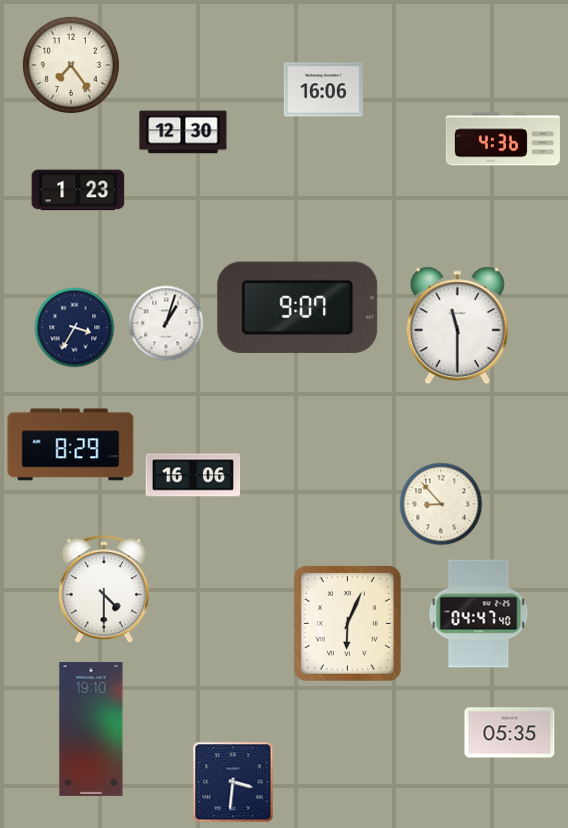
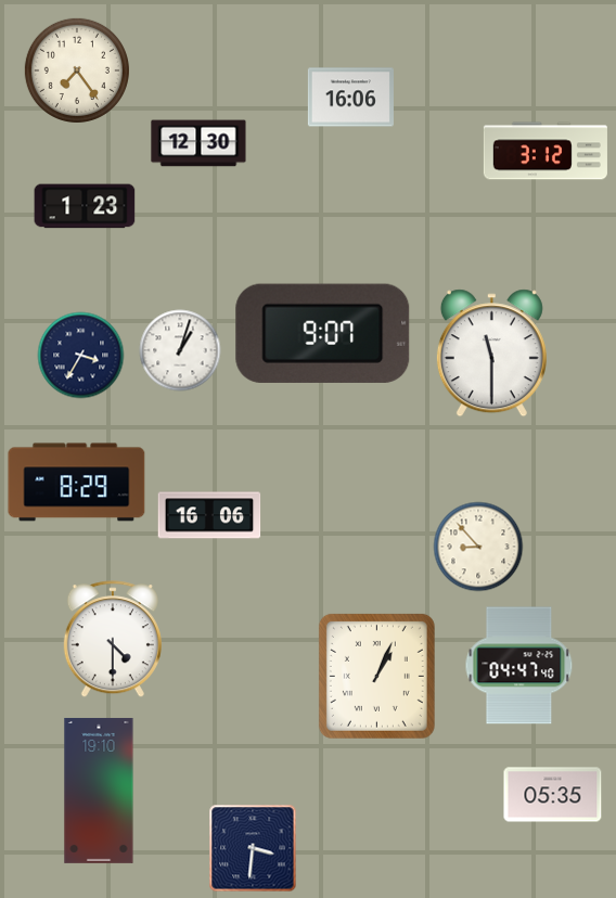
clock at (503, 139): 4:36 -> 3:12
clock at (457, 326) position: (457, 326) -> (491, 354)
clock at (347, 623): 6:04 -> 1:04
